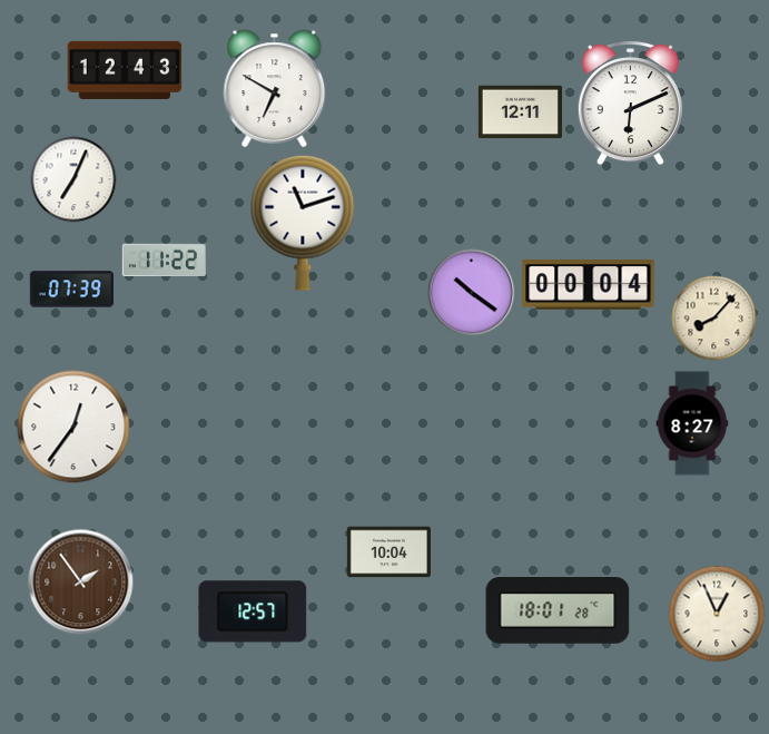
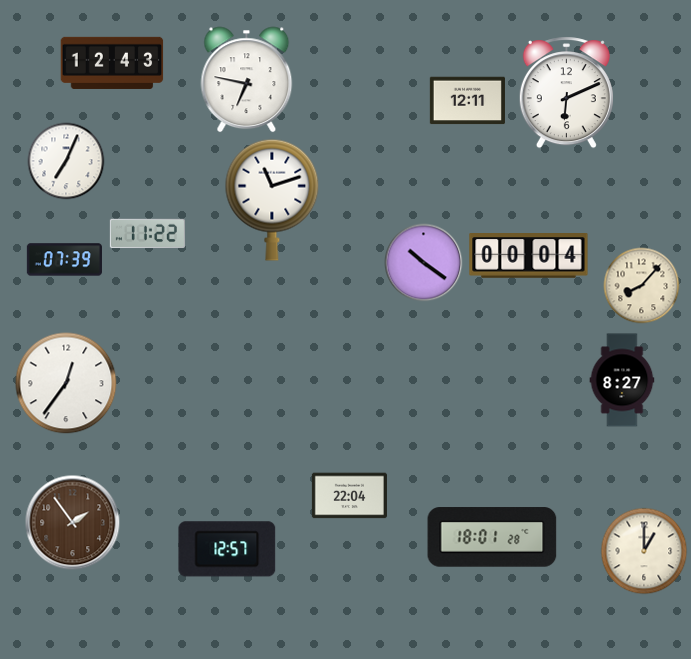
clock at (275, 89): 6:50 -> 6:47
clock at (388, 552): 10:04 -> 22:04
clock at (558, 610) position: (558, 610) -> (492, 537)
clock at (717, 614): 12:56 -> 1:00
